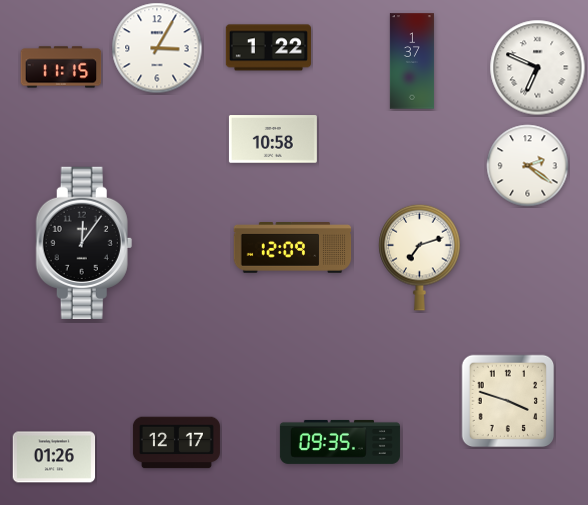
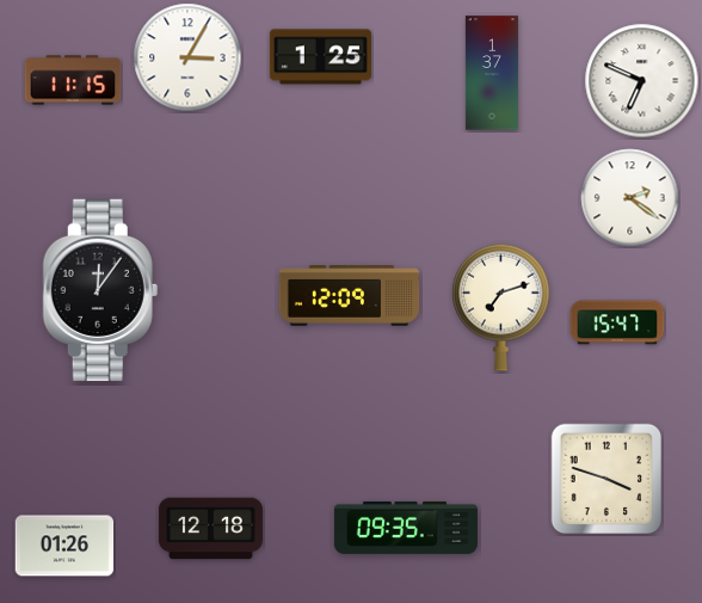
clock at (268, 48): 1:22 -> 1:25
clock at (273, 139): 10:58 -> none
clock at (617, 322): none -> 15:47
clock at (176, 443): 12:17 -> 12:18
